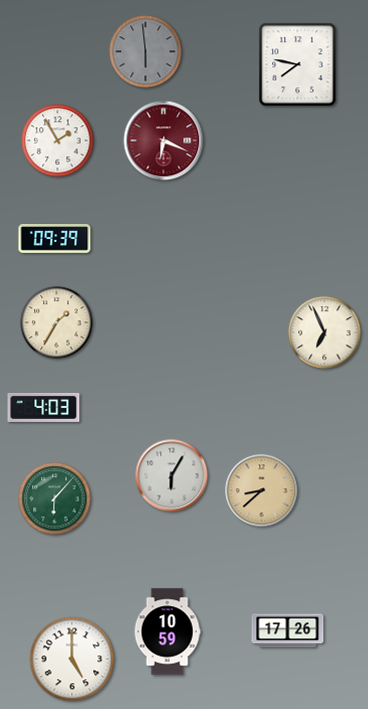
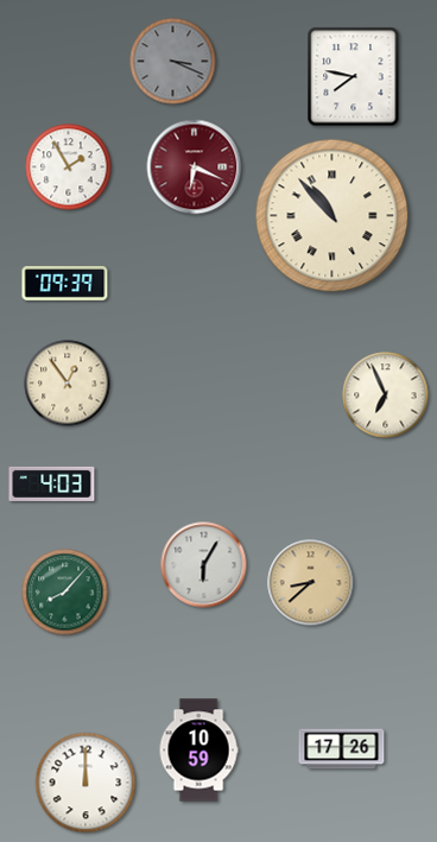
clock at (146, 52): 5:59 -> 3:19
clock at (332, 216): none -> 10:53
clock at (57, 323): 1:35 -> 12:54
clock at (55, 499): 6:07 -> 8:07
clock at (72, 659): 5:00 -> 12:00
